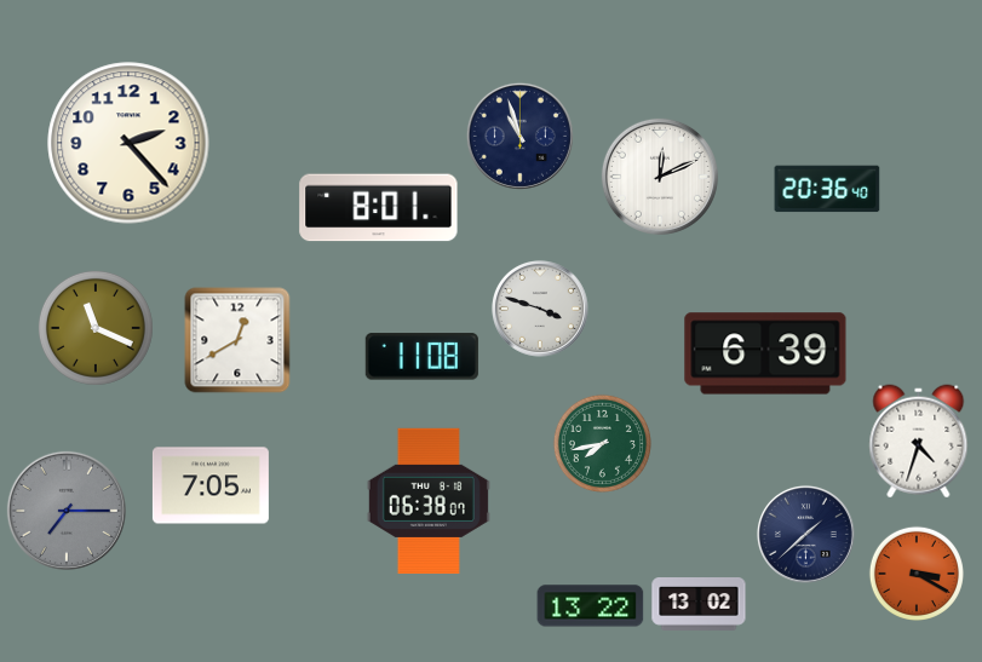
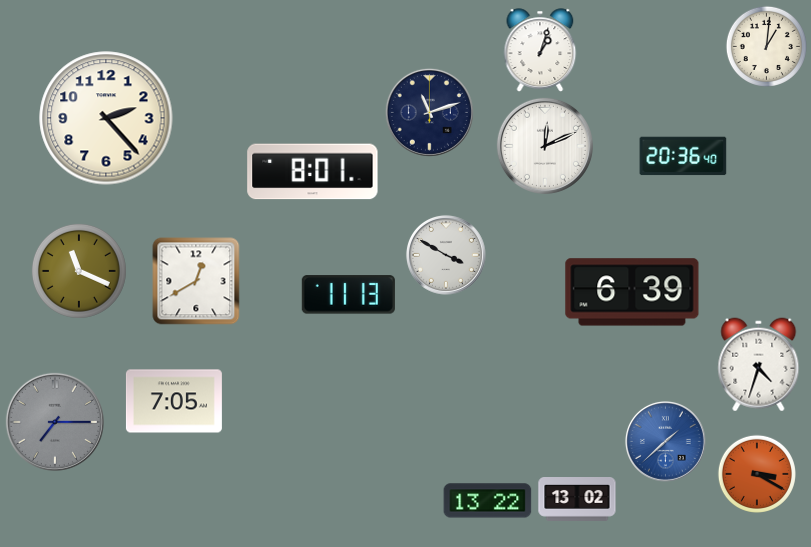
clock at (766, 46): none -> 1:01
clock at (540, 50): none -> 1:03
clock at (519, 136): 10:57 -> 11:12
clock at (540, 309): 3:48 -> 3:50
clock at (421, 357): 11:08 -> 11:13
clock at (602, 443): 7:43 -> none
clock at (429, 501): 06:38 -> none
clock at (805, 534) dial: navy -> blue
